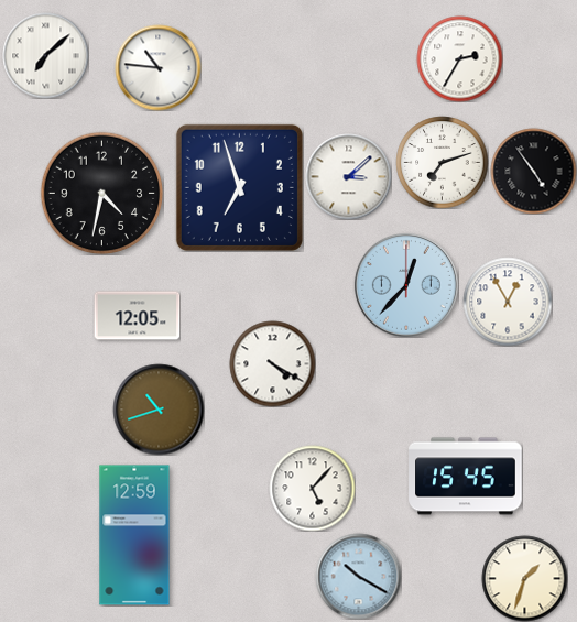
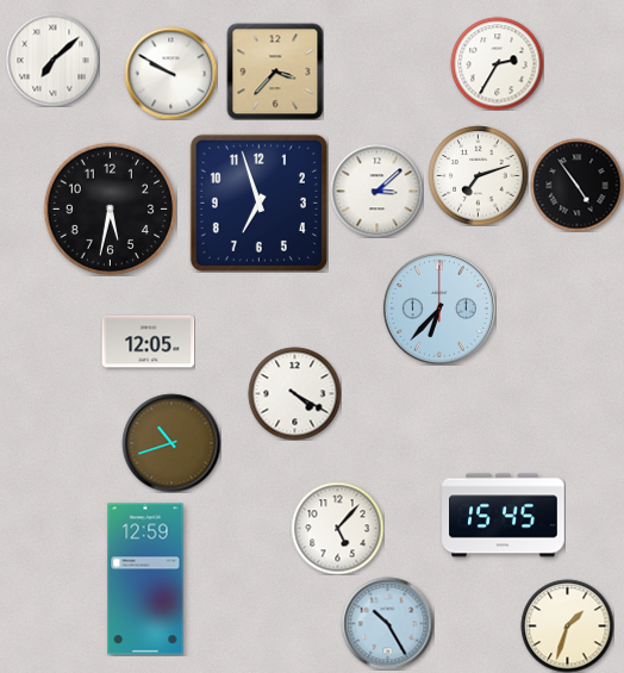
clock at (45, 55) position: (45, 55) -> (52, 60)
clock at (275, 71): none -> 3:37
clock at (157, 67): 10:46 -> 9:50
clock at (101, 193): 4:32 -> 5:32
clock at (406, 285): 12:37 -> 6:37
clock at (508, 302): 12:55 -> none
clock at (358, 576): 10:20 -> 10:25
